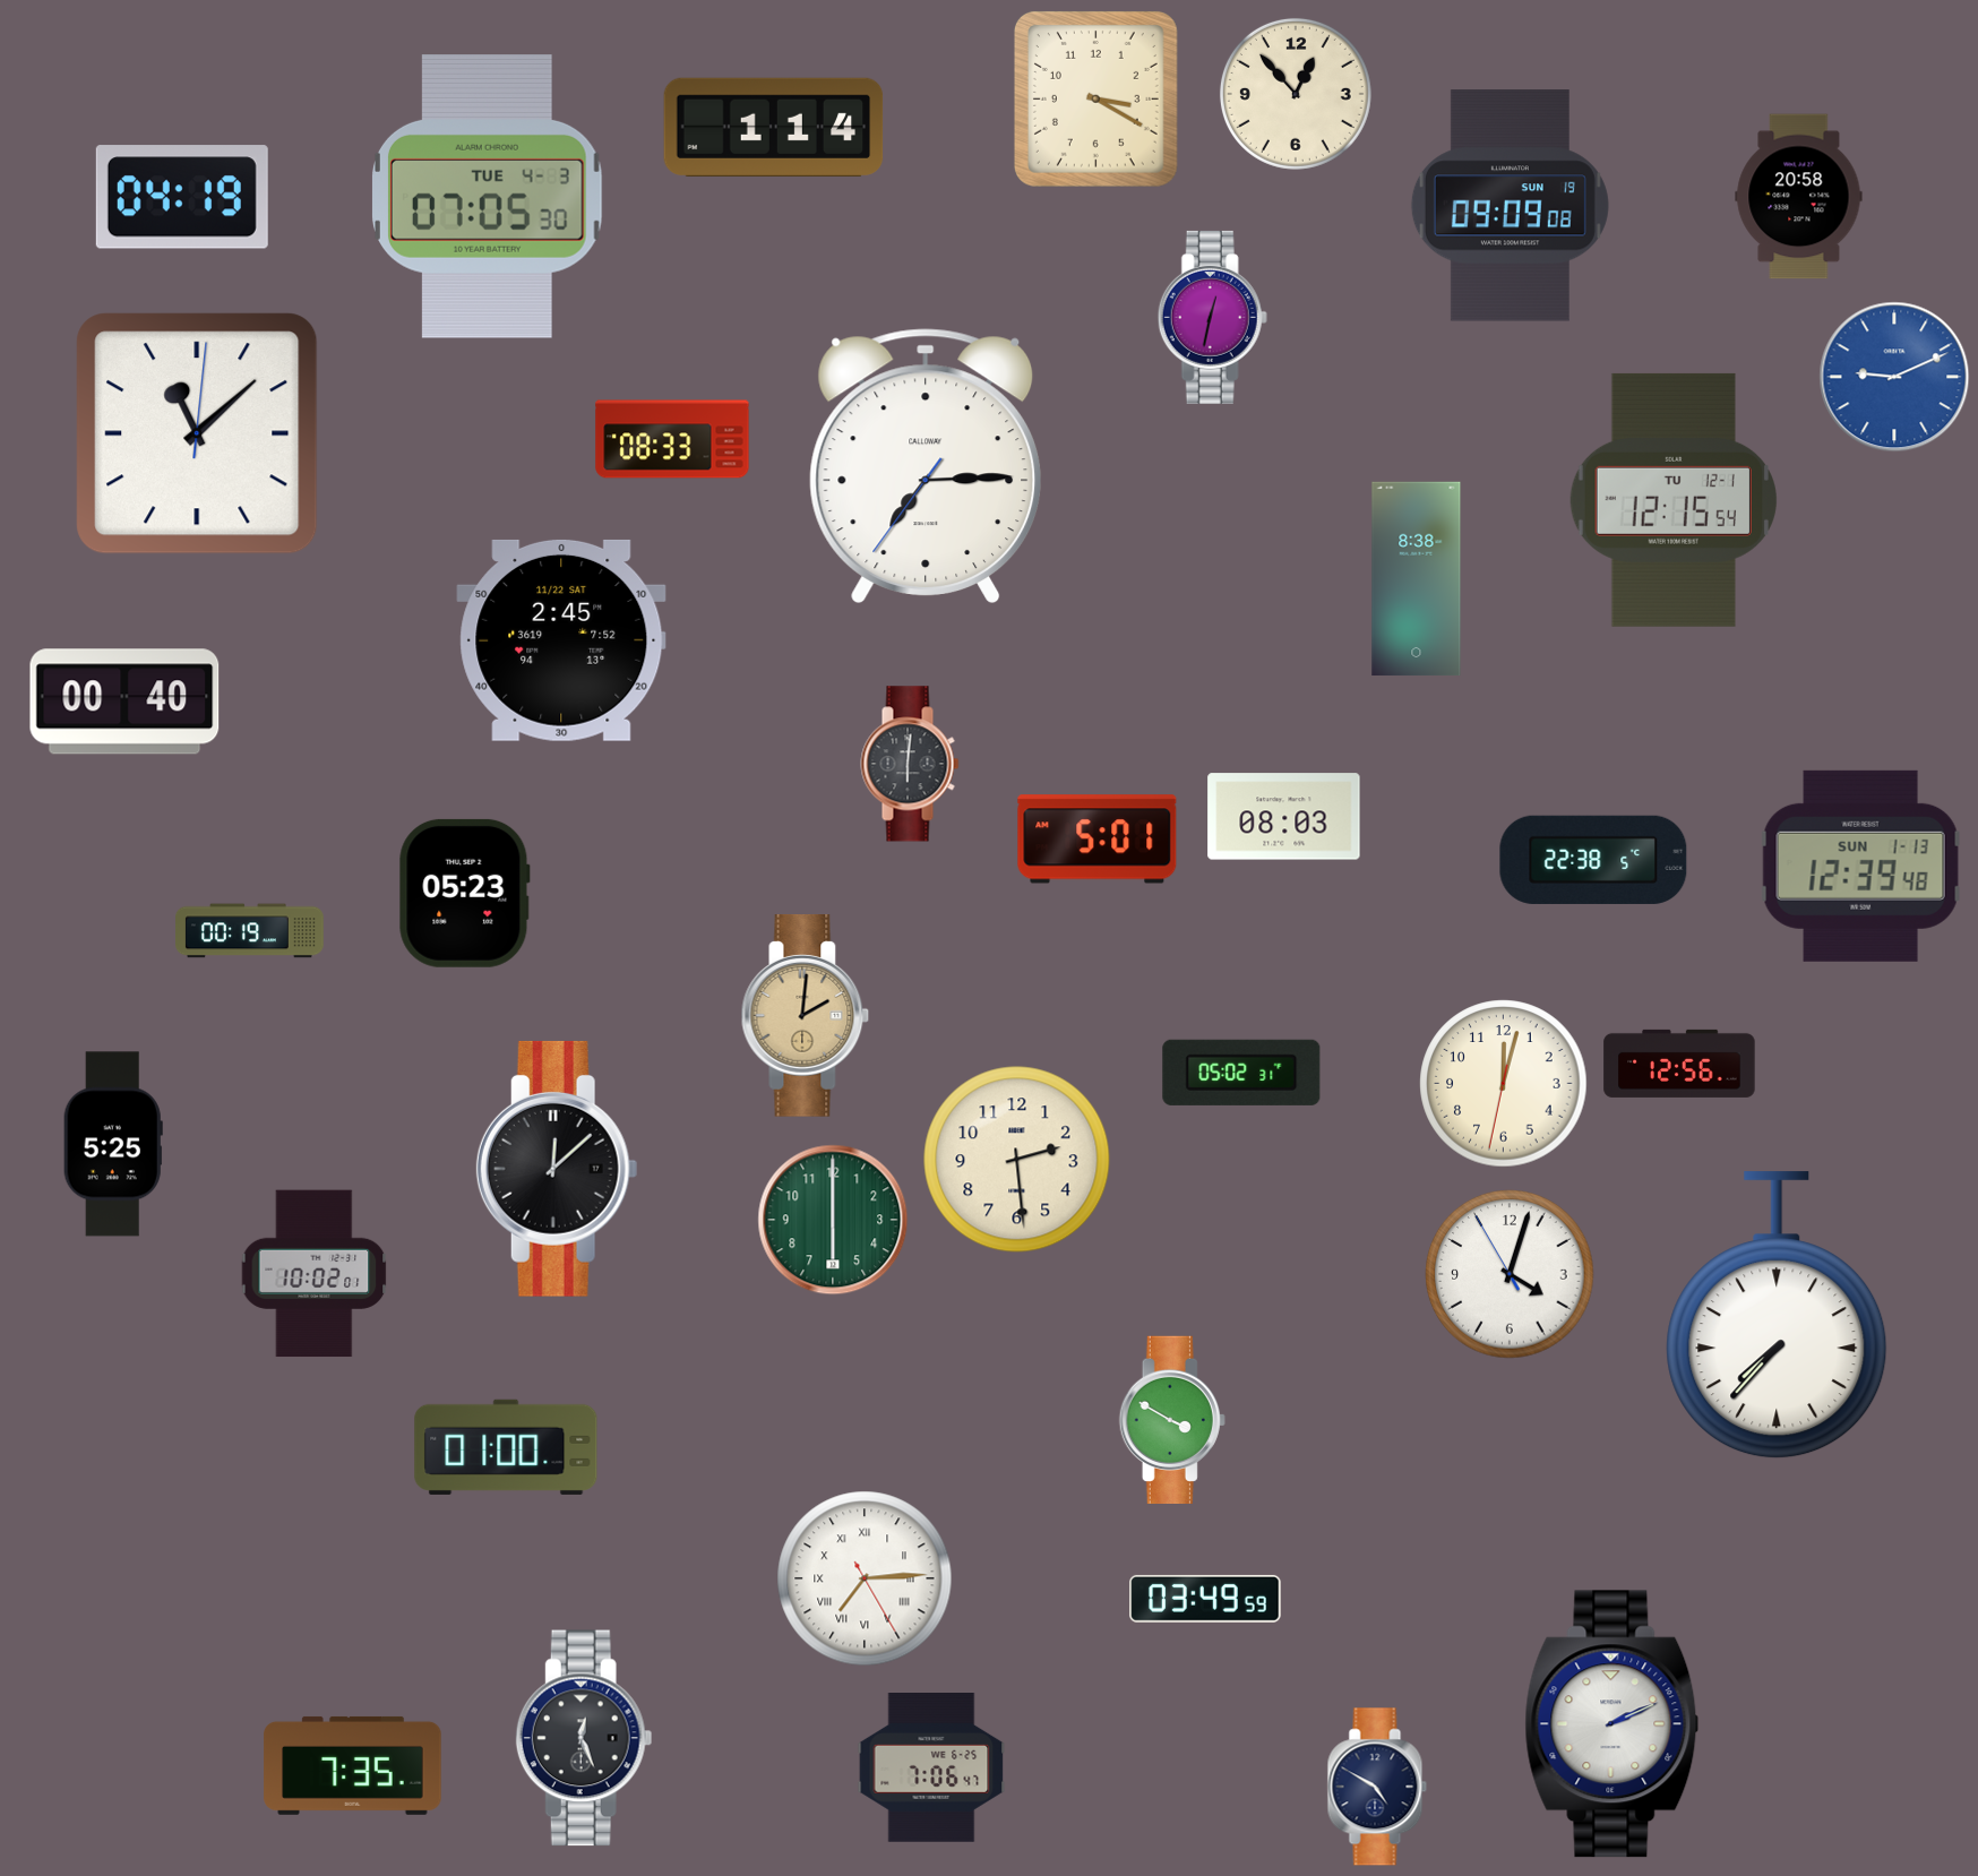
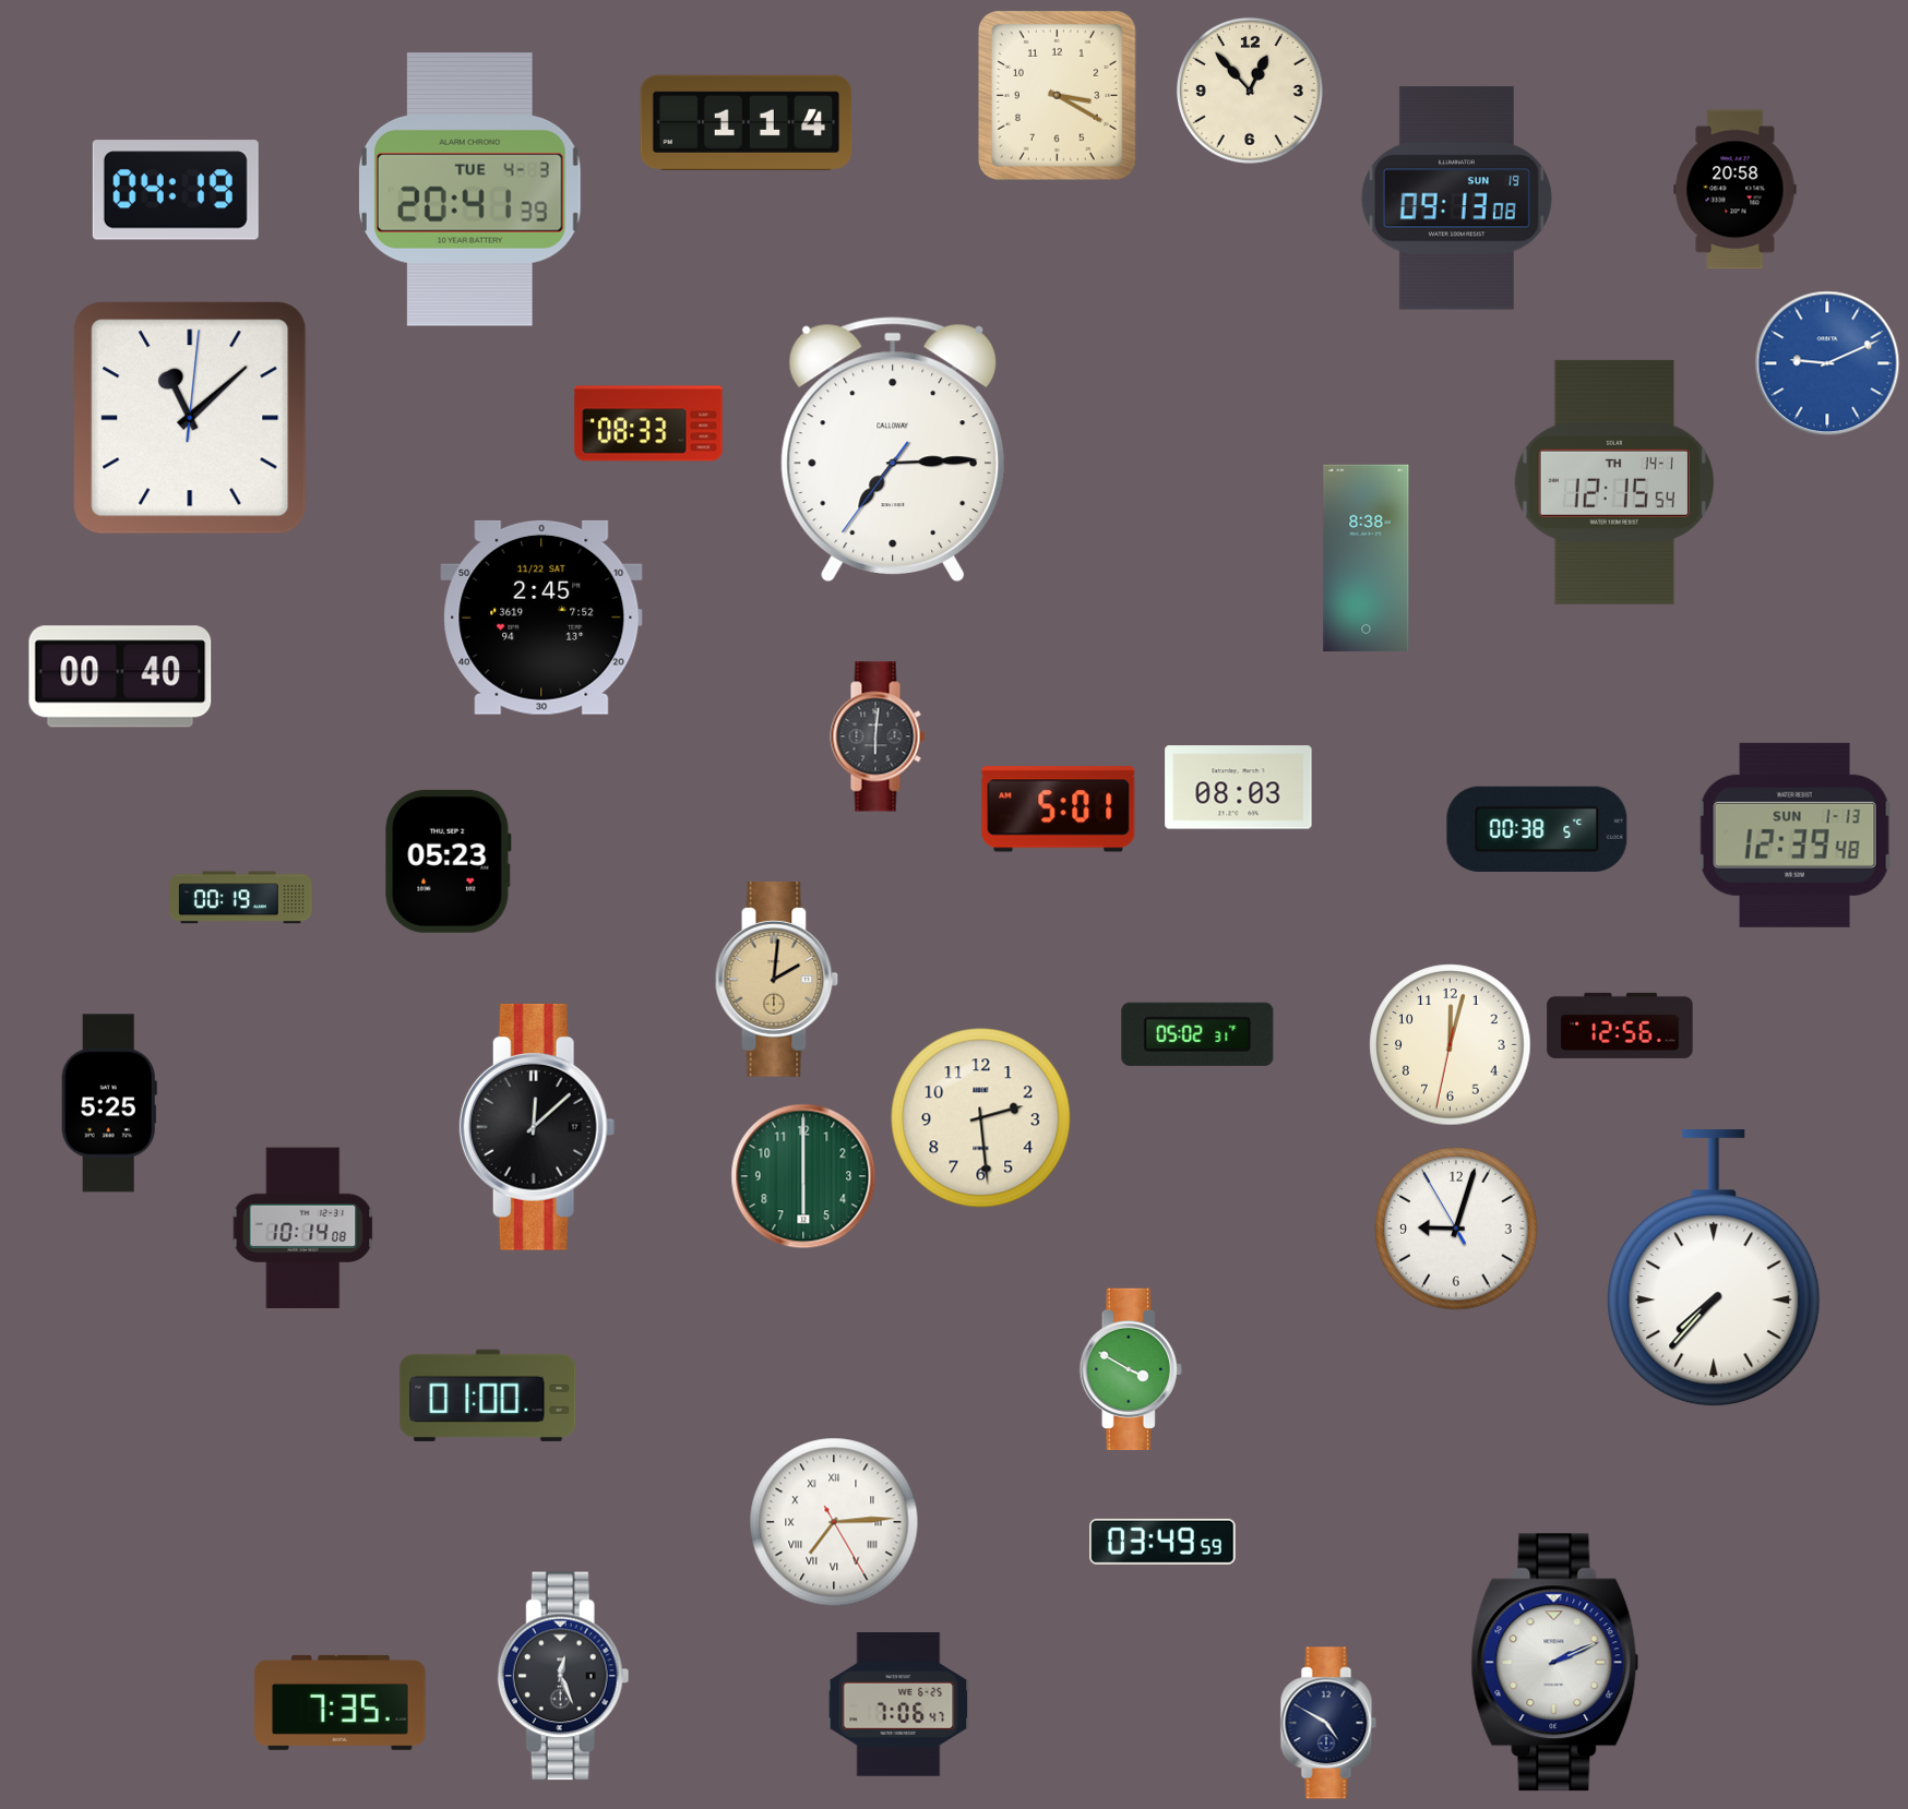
clock at (488, 197): 07:05 -> 20:41
clock at (1510, 206): 09:09 -> 09:13
clock at (1212, 317): 12:32 -> none
clock at (1674, 500) date: TU 12-1 -> TH 14-1
clock at (1593, 860): 22:38 -> 00:38
clock at (315, 1274): 10:02 -> 10:14
clock at (1510, 1274): 4:02 -> 9:02
